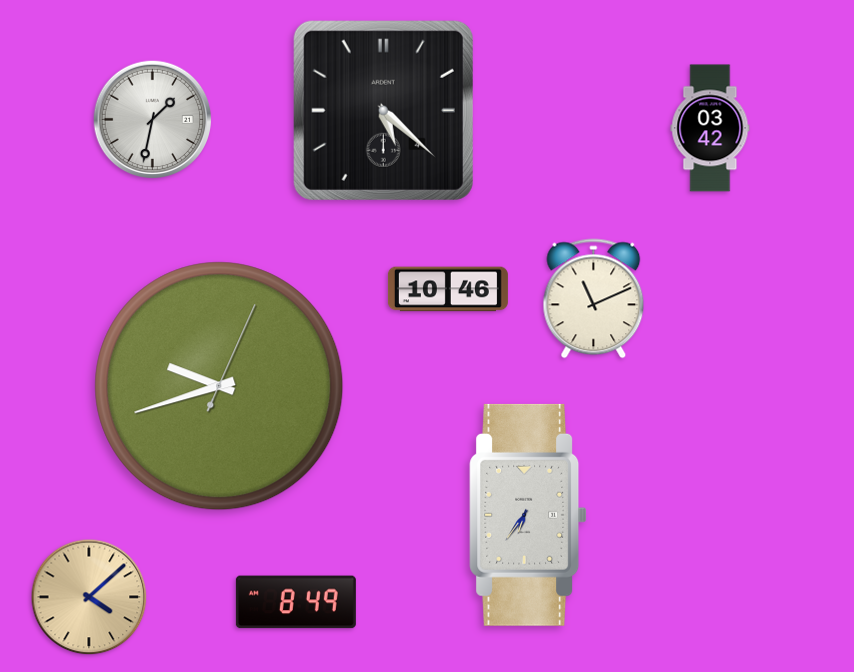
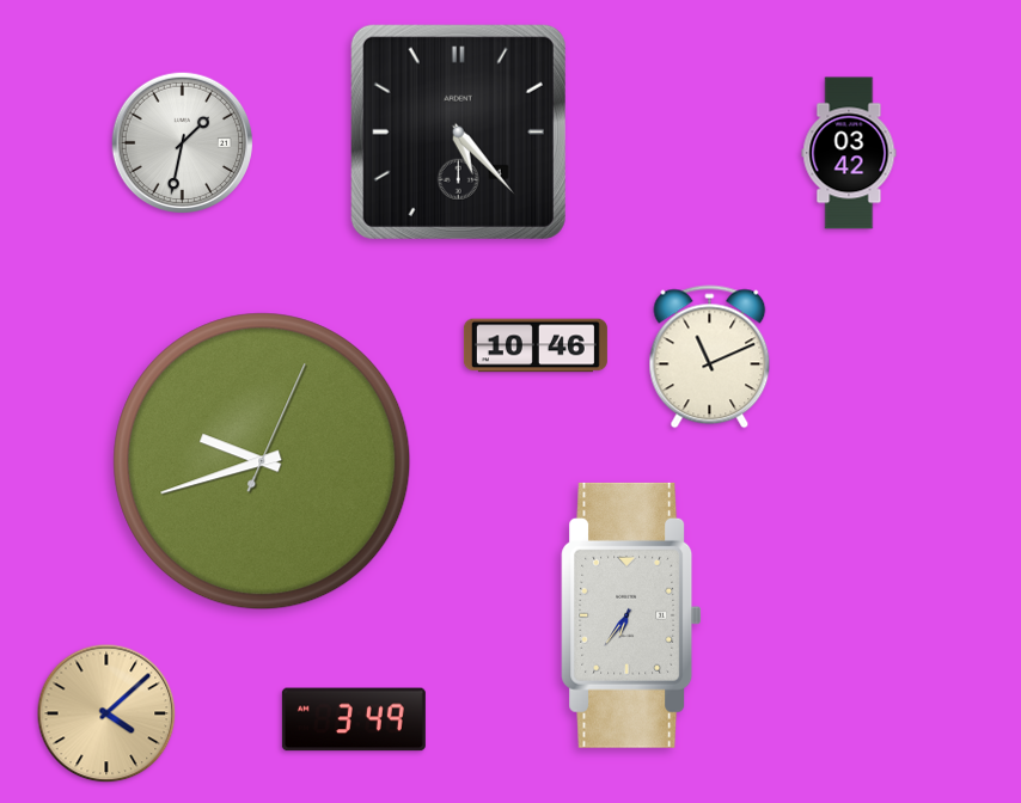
clock at (383, 110): 5:22 -> 5:23
clock at (296, 602): 8:49 -> 3:49
